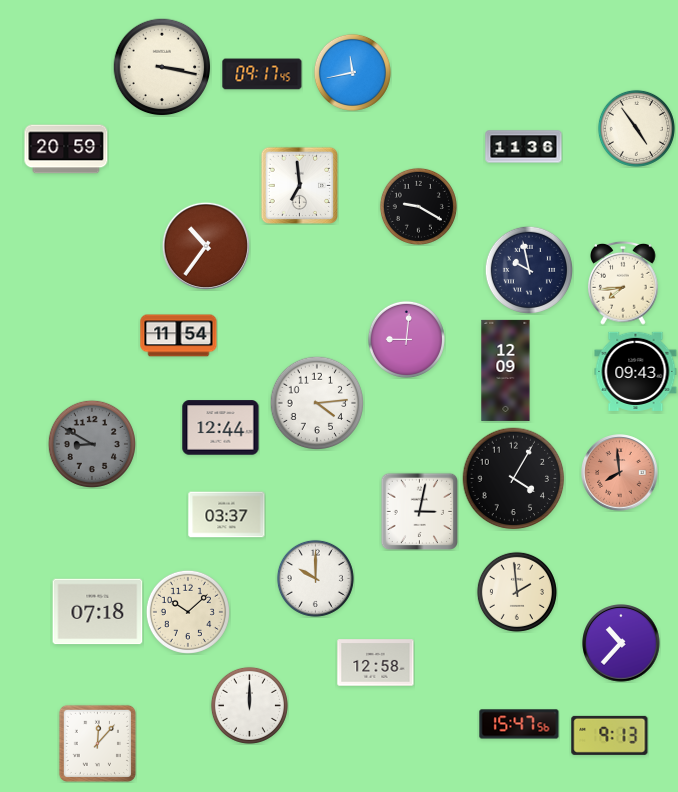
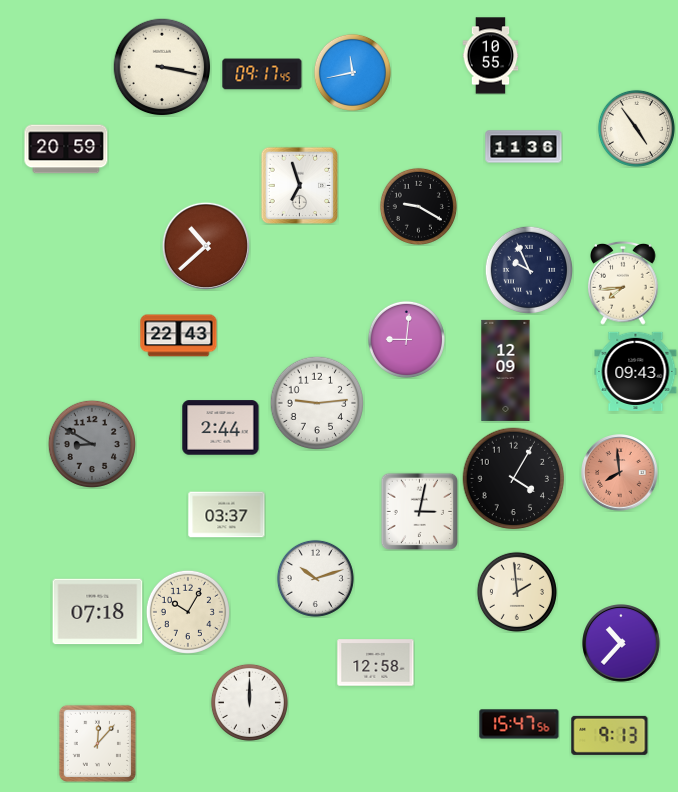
clock at (491, 56): none -> 10:55
clock at (299, 185): 6:59 -> 6:57
clock at (206, 246): 10:36 -> 10:38
clock at (528, 269): 9:58 -> 9:56
clock at (179, 336): 11:54 -> 22:43
clock at (317, 403): 4:14 -> 9:14
clock at (221, 428): 12:44 -> 2:44
clock at (315, 578): 10:00 -> 10:12
clock at (188, 612): 10:08 -> 10:05
clock at (249, 705) position: (249, 705) -> (249, 702)
